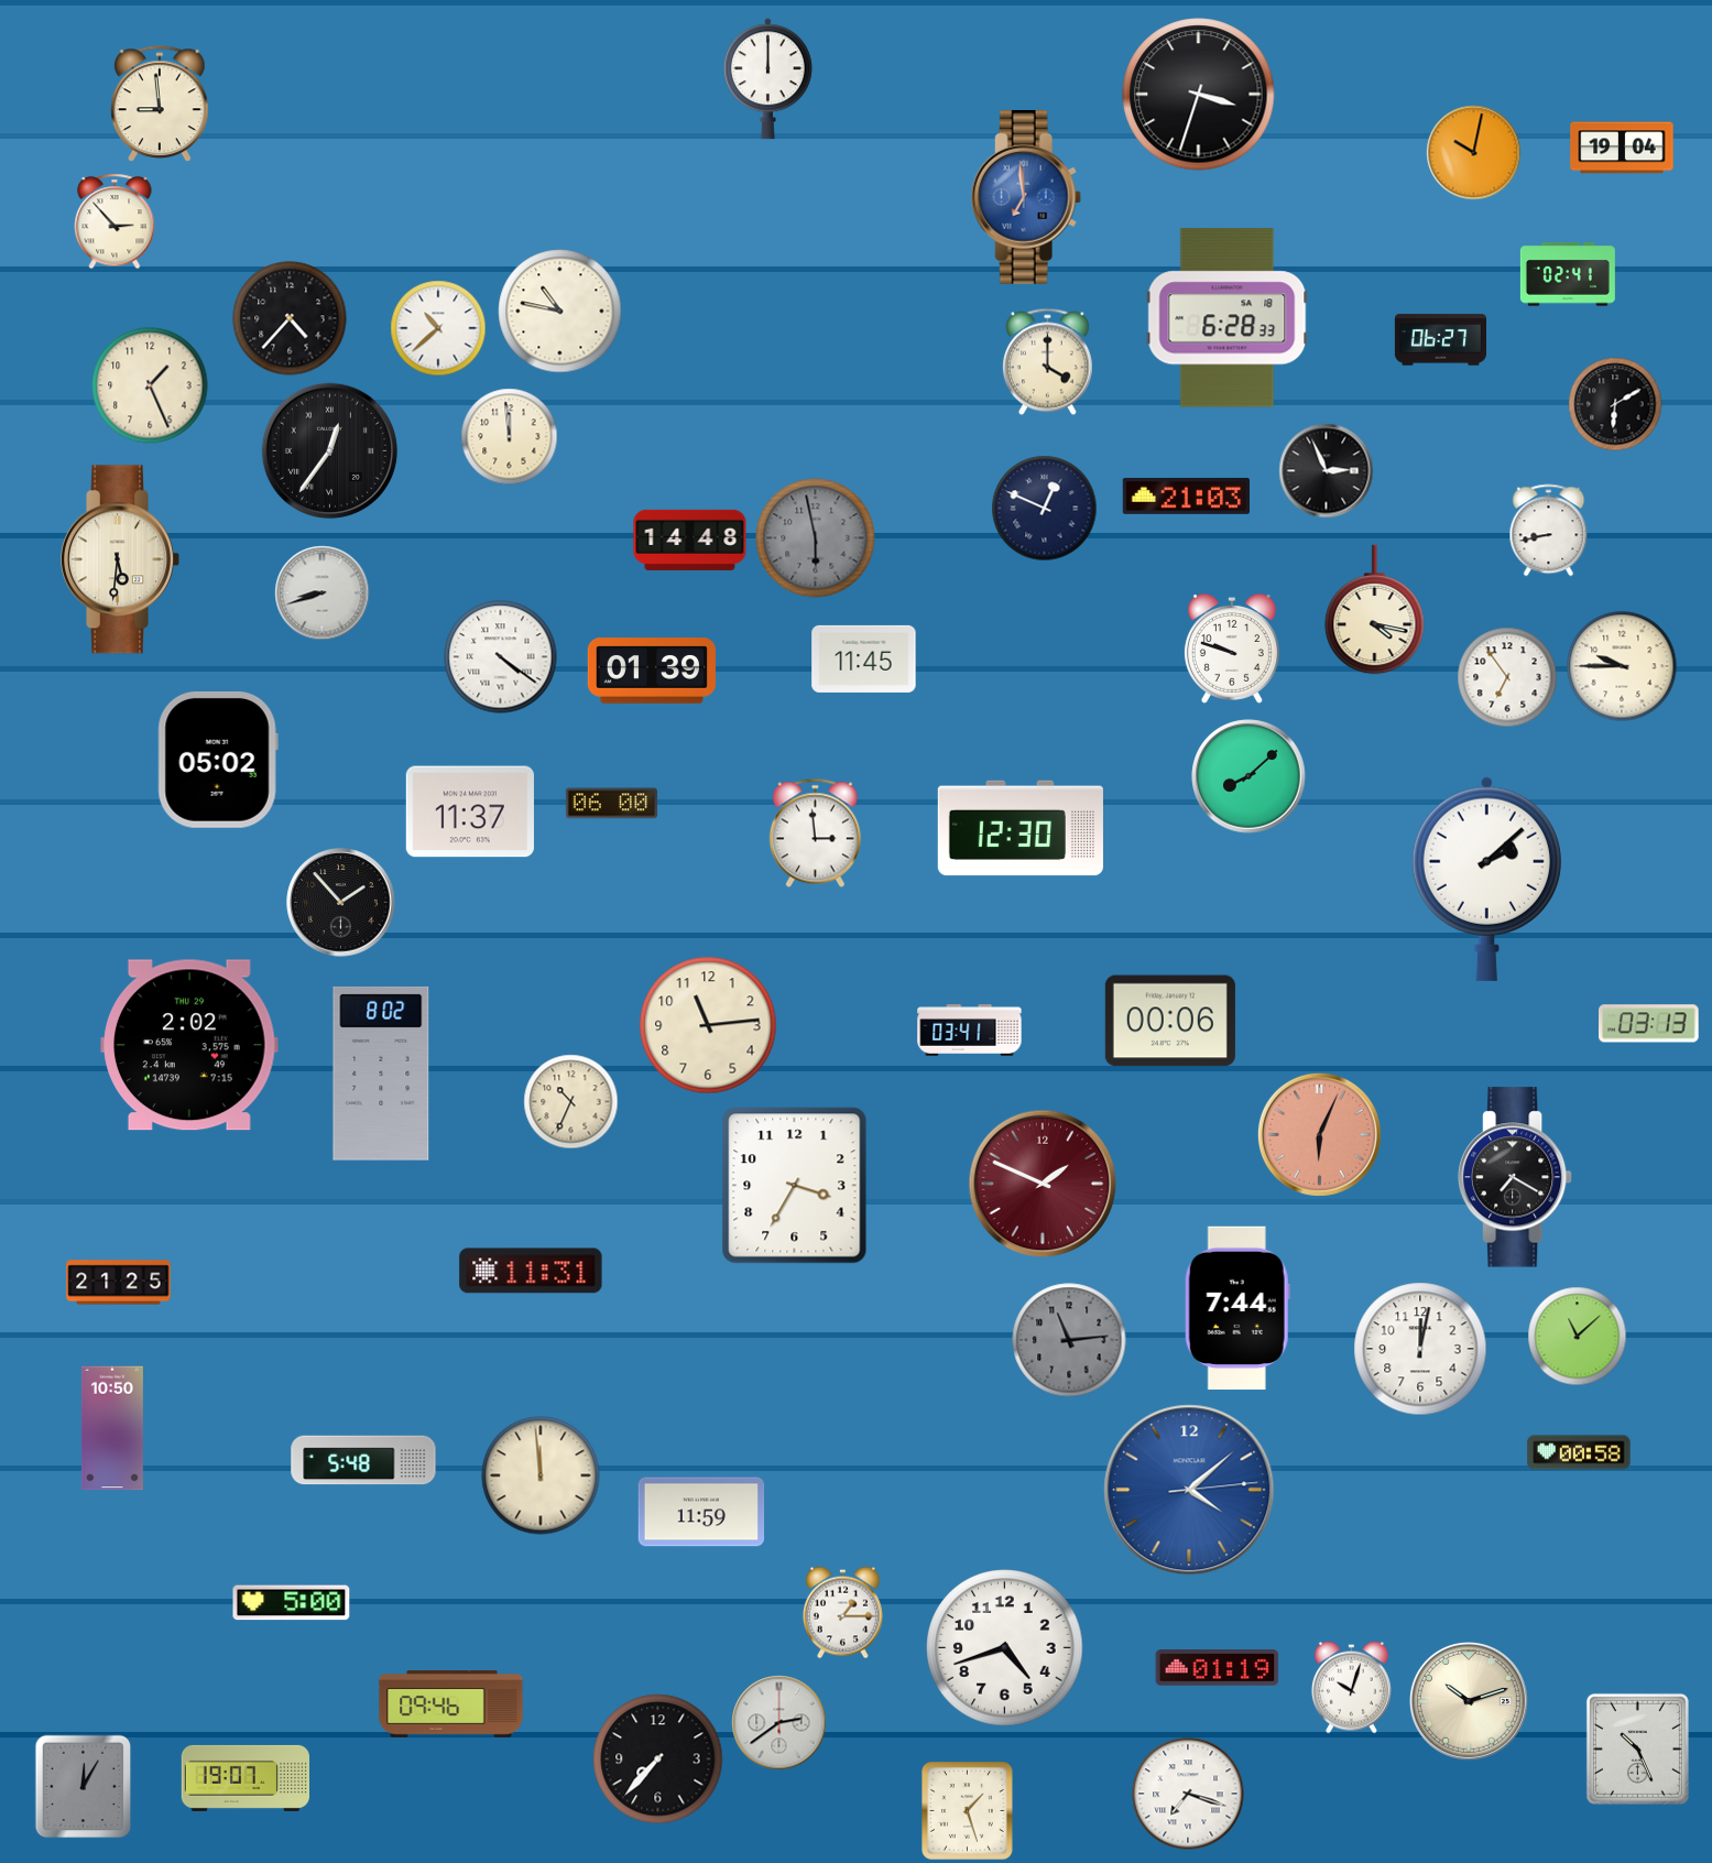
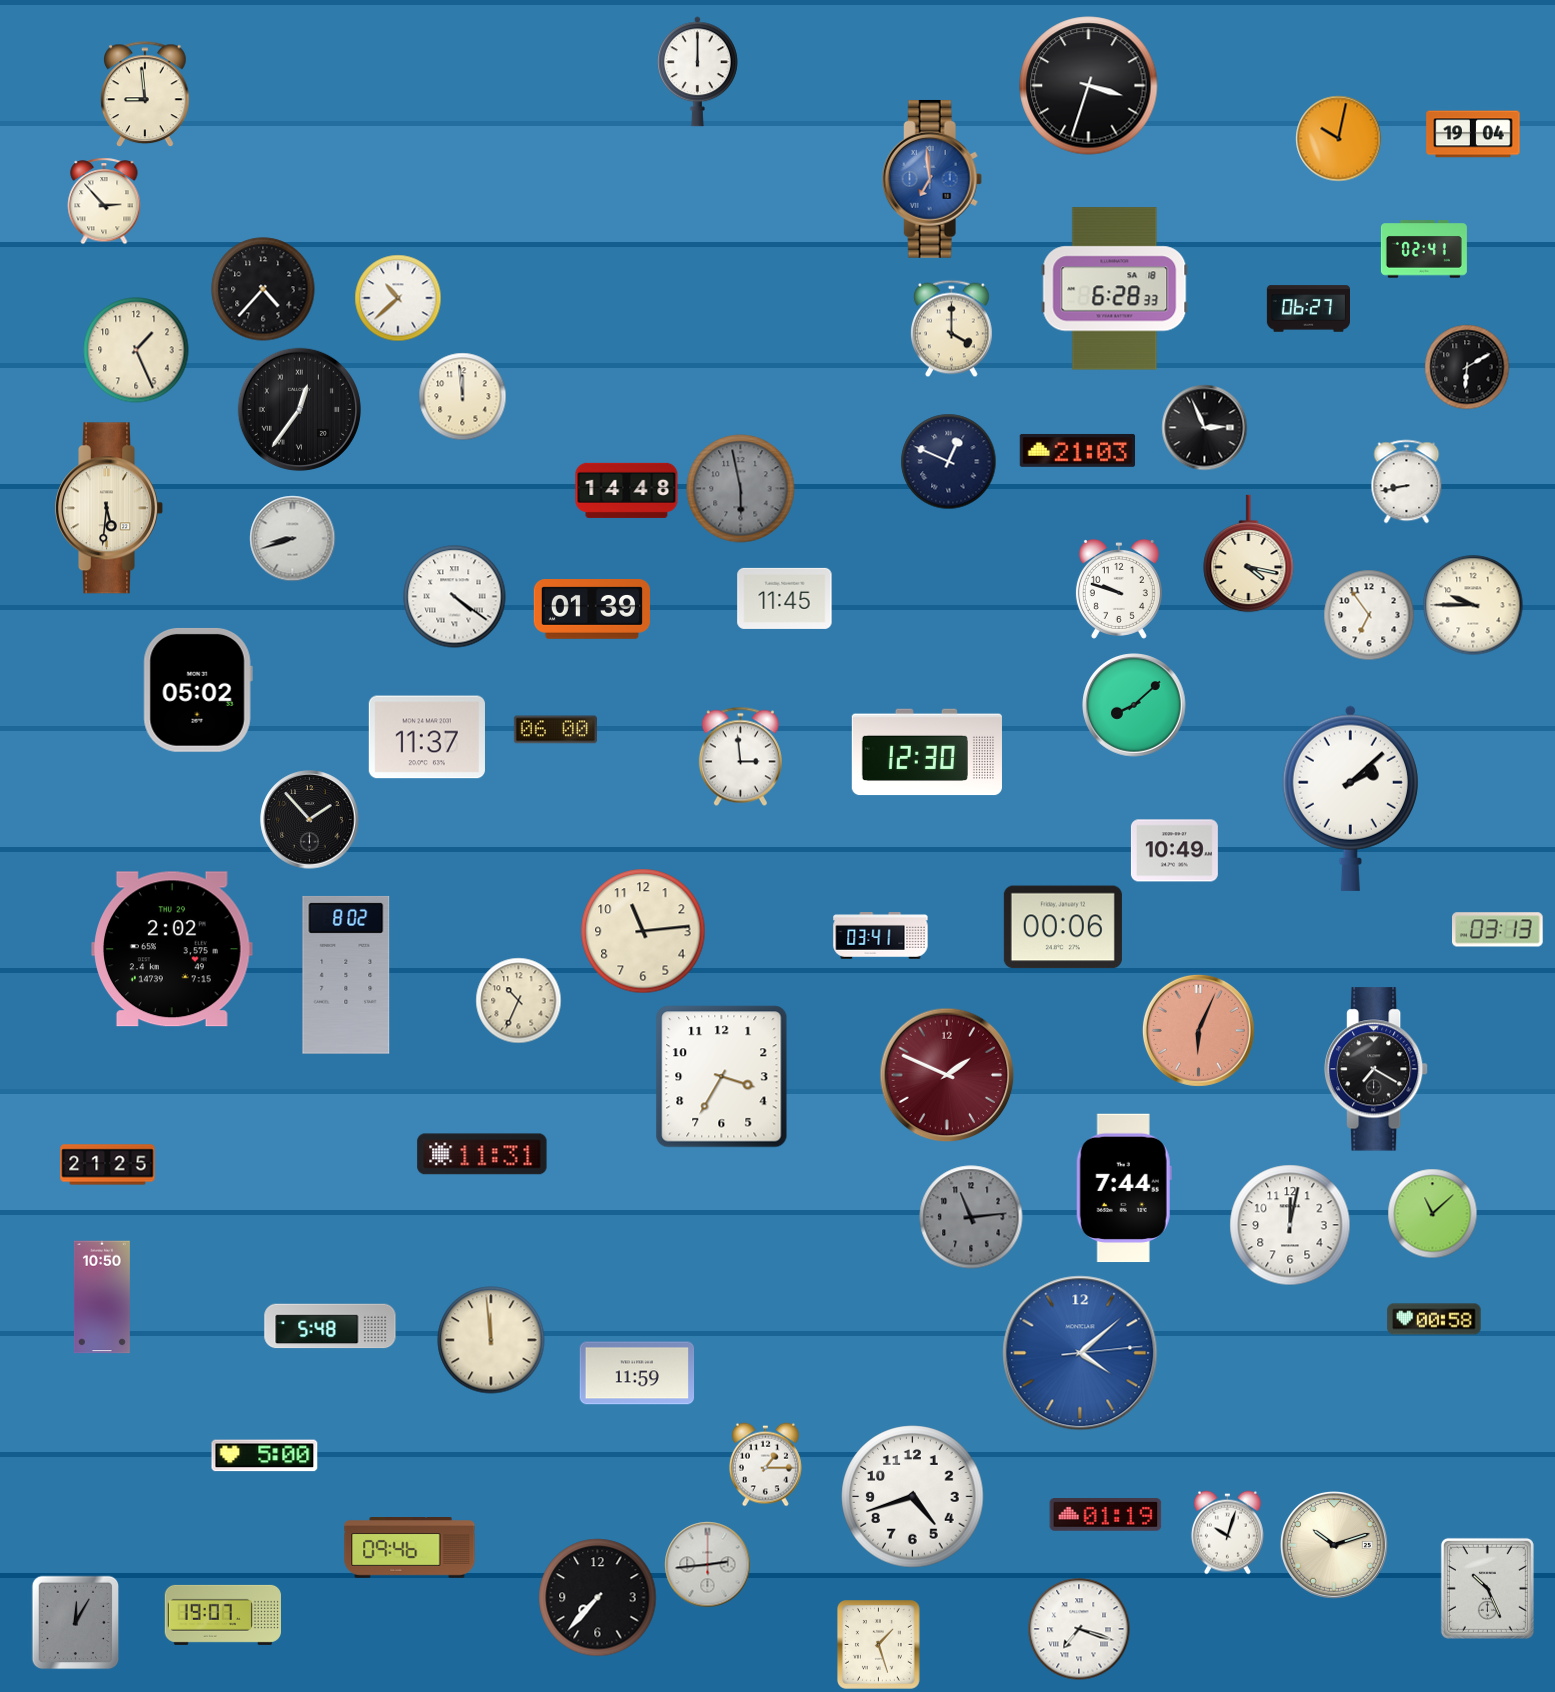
clock at (560, 312): 10:47 -> none
clock at (1174, 851): none -> 10:49
clock at (779, 1723): 2:39 -> 2:44
